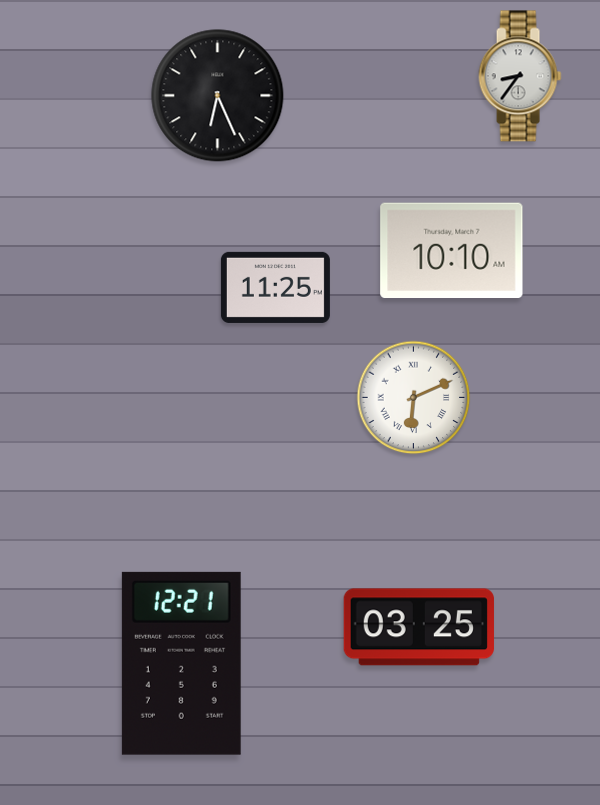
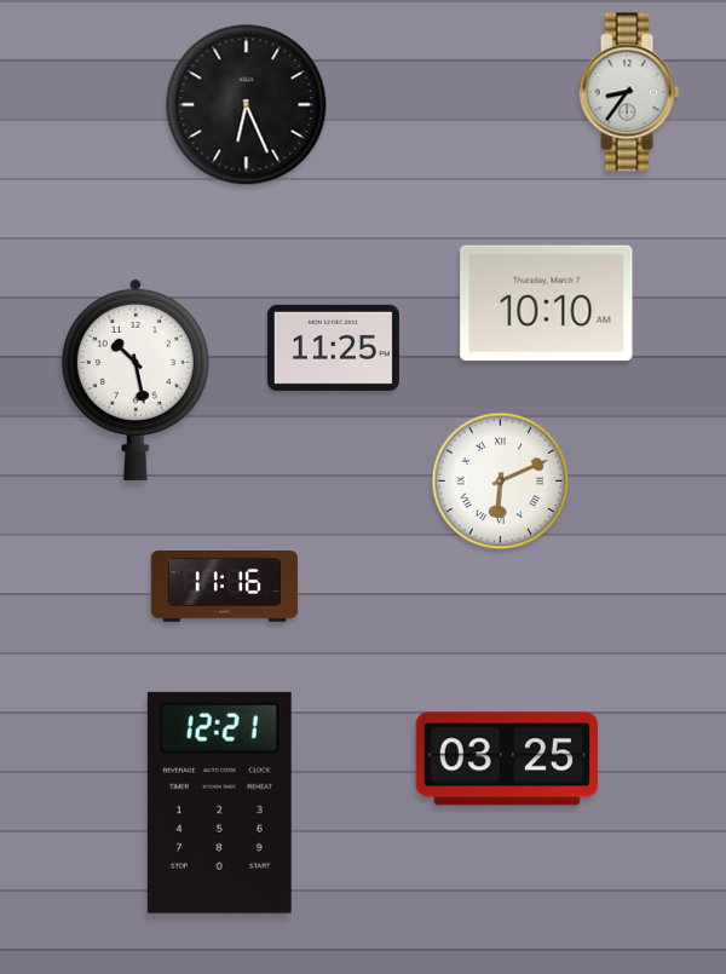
clock at (218, 96) position: (218, 96) -> (247, 105)
clock at (136, 379): none -> 10:28
clock at (225, 587): none -> 11:16
